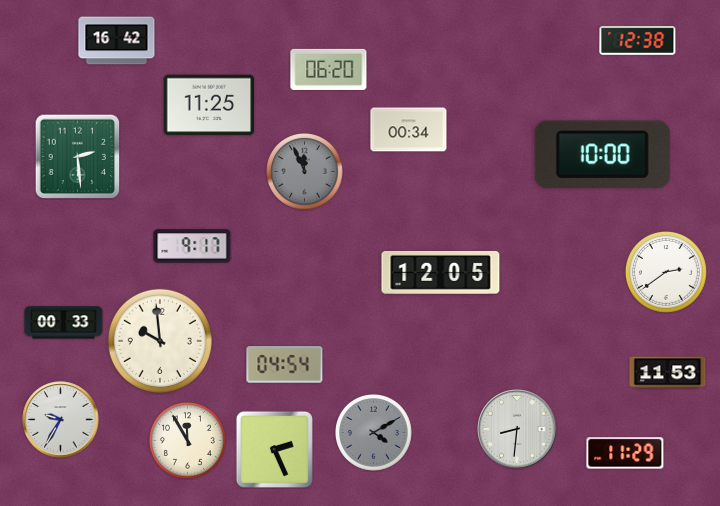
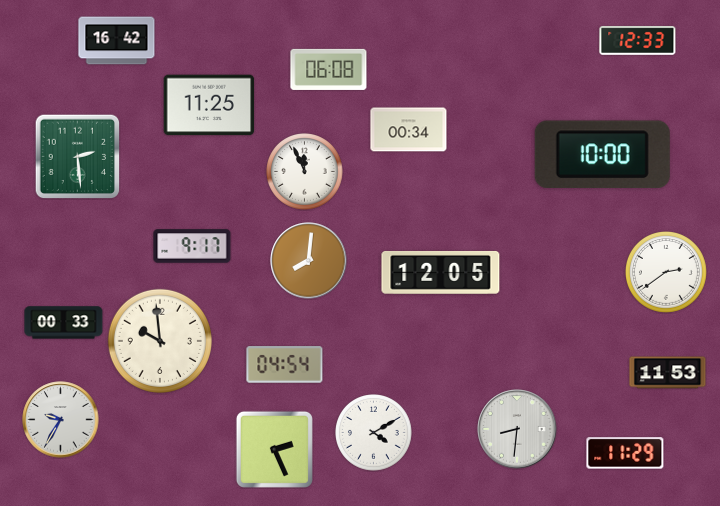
clock at (638, 40): 12:38 -> 12:33
clock at (329, 69): 06:20 -> 06:08
clock at (305, 172) dial: grey -> white
clock at (309, 261): none -> 8:01
clock at (374, 433) dial: grey -> white
clock at (188, 441): 11:55 -> none
